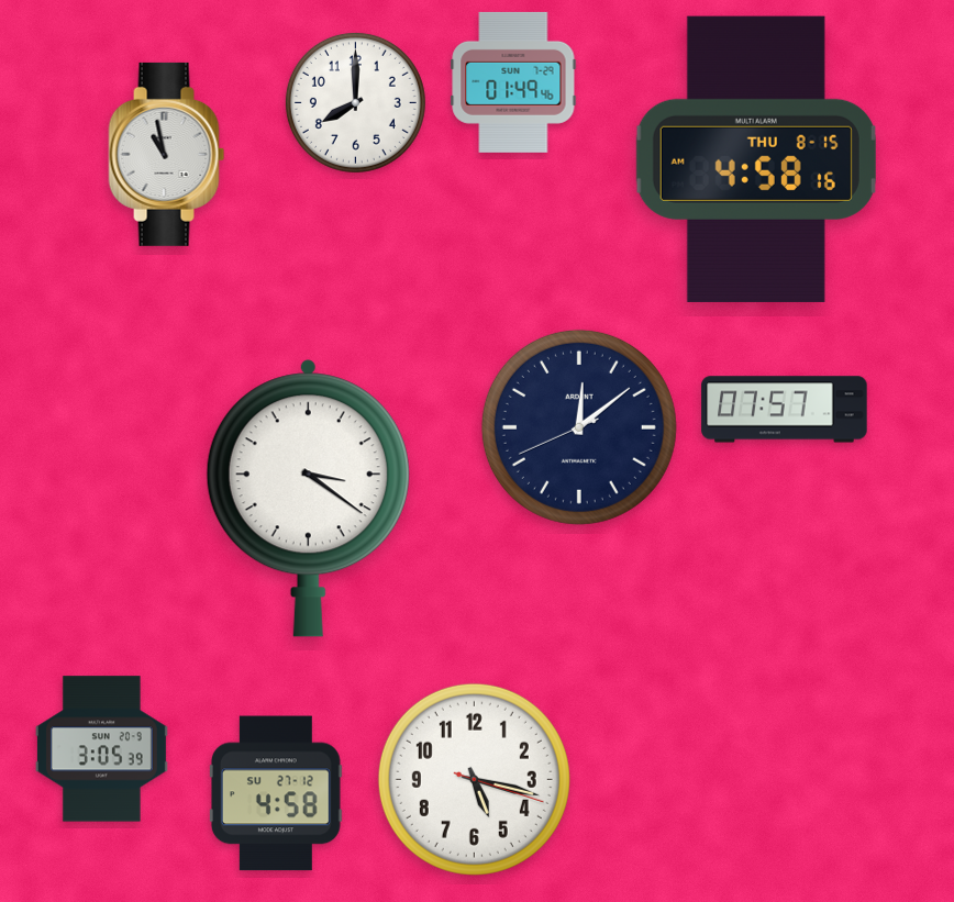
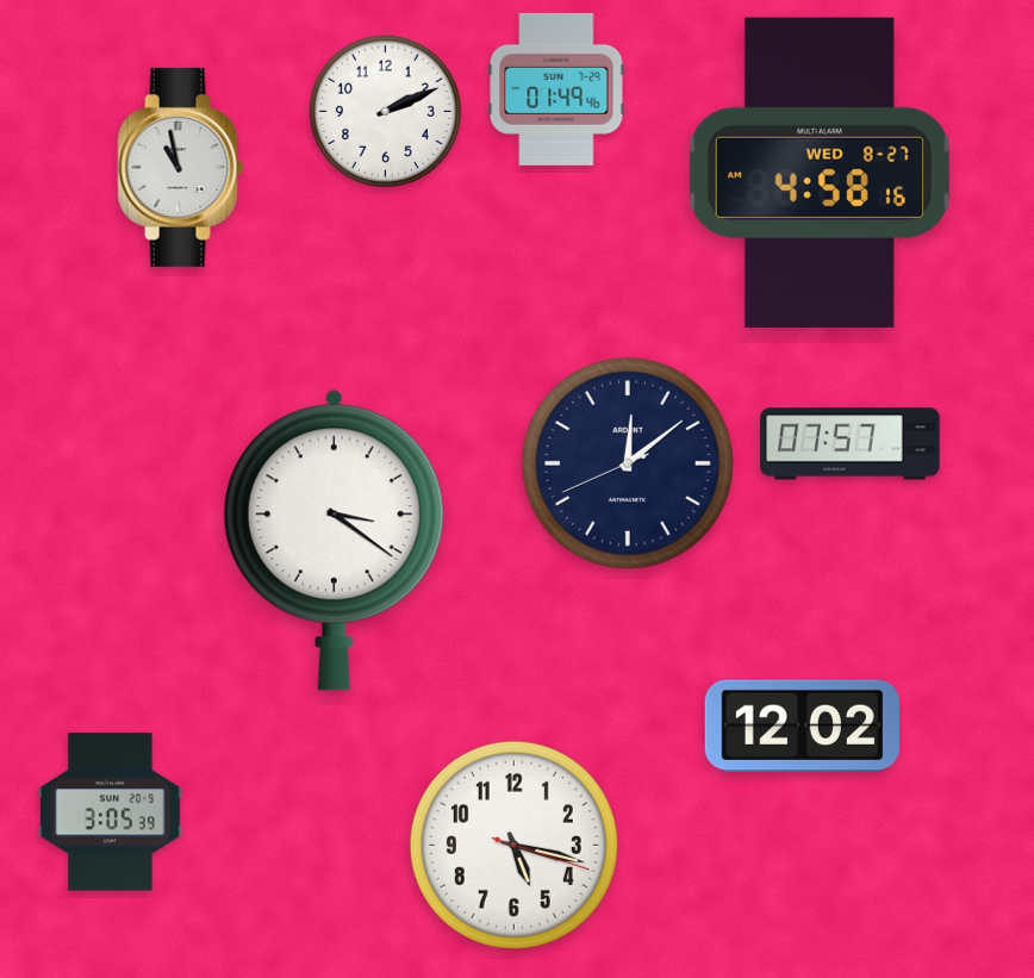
clock at (355, 102): 8:00 -> 2:11
clock at (756, 159) date: THU 8-15 -> WED 8-27
clock at (802, 727): none -> 12:02
clock at (276, 793): 4:58 -> none
